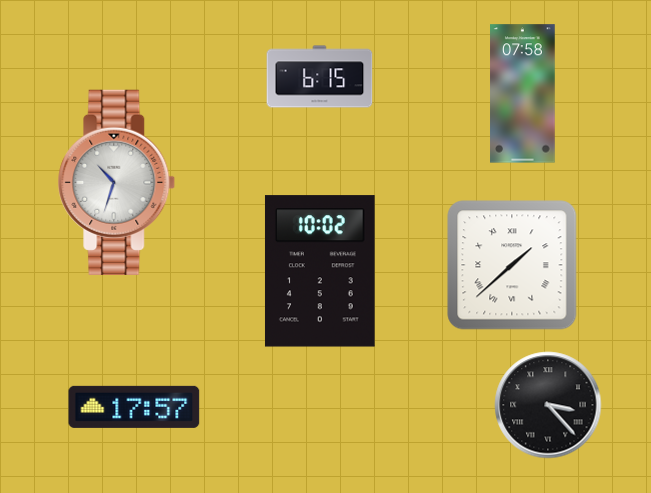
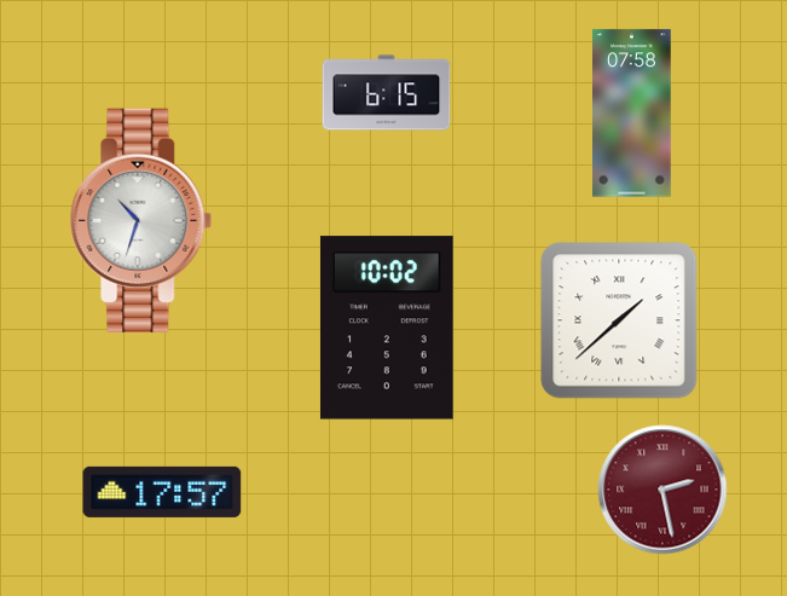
clock at (548, 405): 3:23 -> 2:28
clock at (548, 405) dial: black -> burgundy
